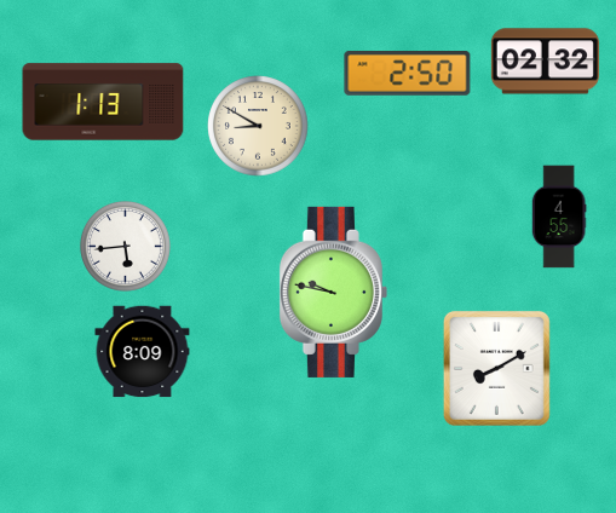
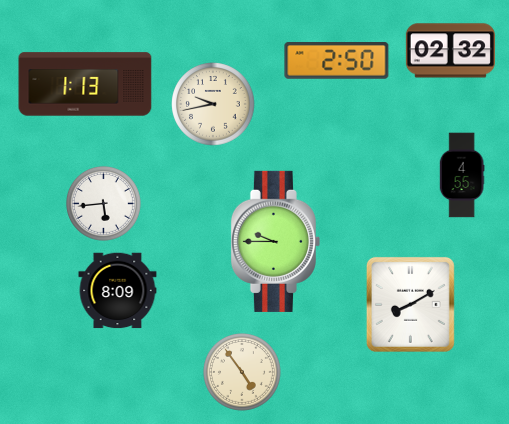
clock at (258, 126): 8:50 -> 9:43
clock at (559, 217) position: (559, 217) -> (462, 175)
clock at (333, 292): 9:47 -> 9:45
clock at (243, 373): none -> 4:54
